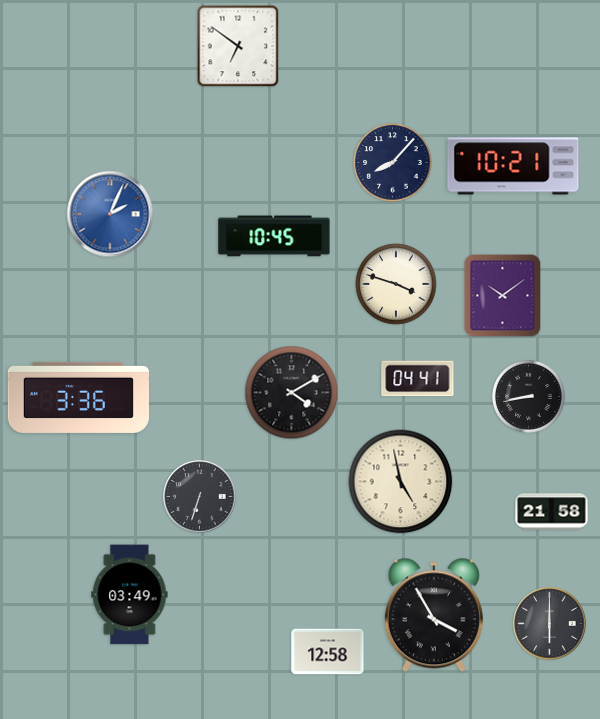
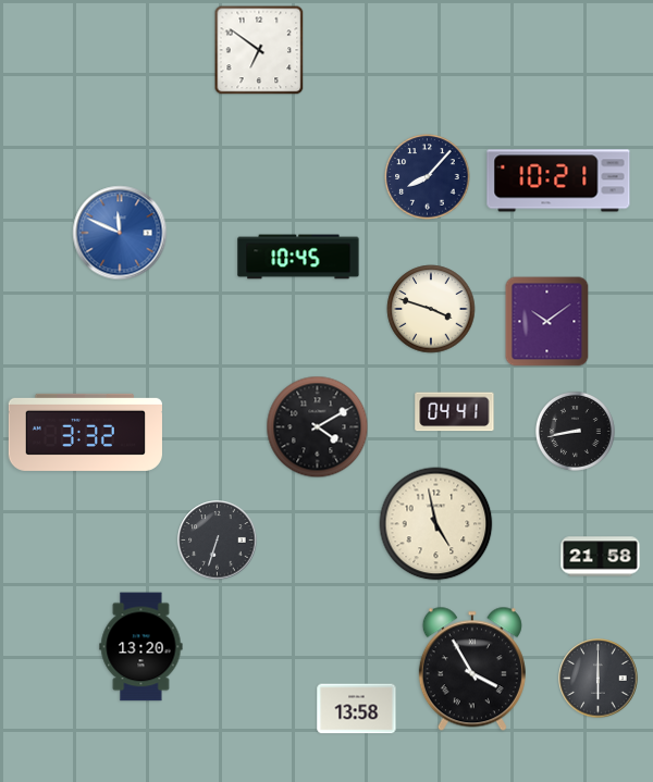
clock at (110, 214): 2:04 -> 11:49
clock at (78, 397): 3:36 -> 3:32
clock at (130, 595): 03:49 -> 13:20
clock at (328, 652): 12:58 -> 13:58
